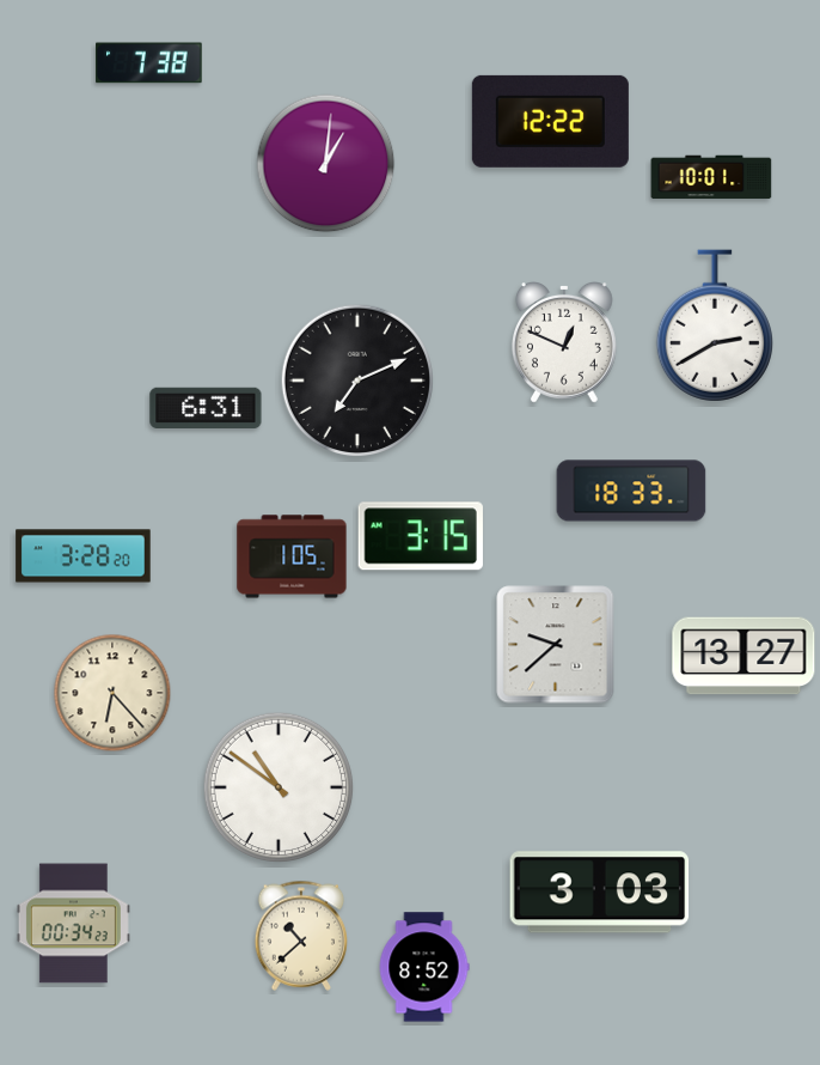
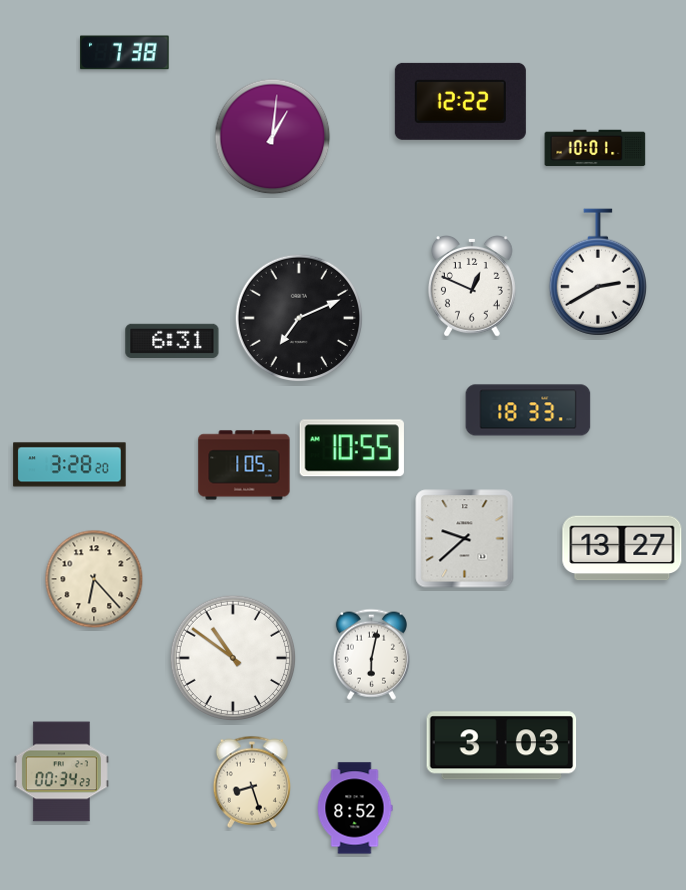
clock at (421, 536): 3:15 -> 10:55
clock at (371, 654): none -> 6:02
clock at (300, 936): 10:38 -> 8:27
